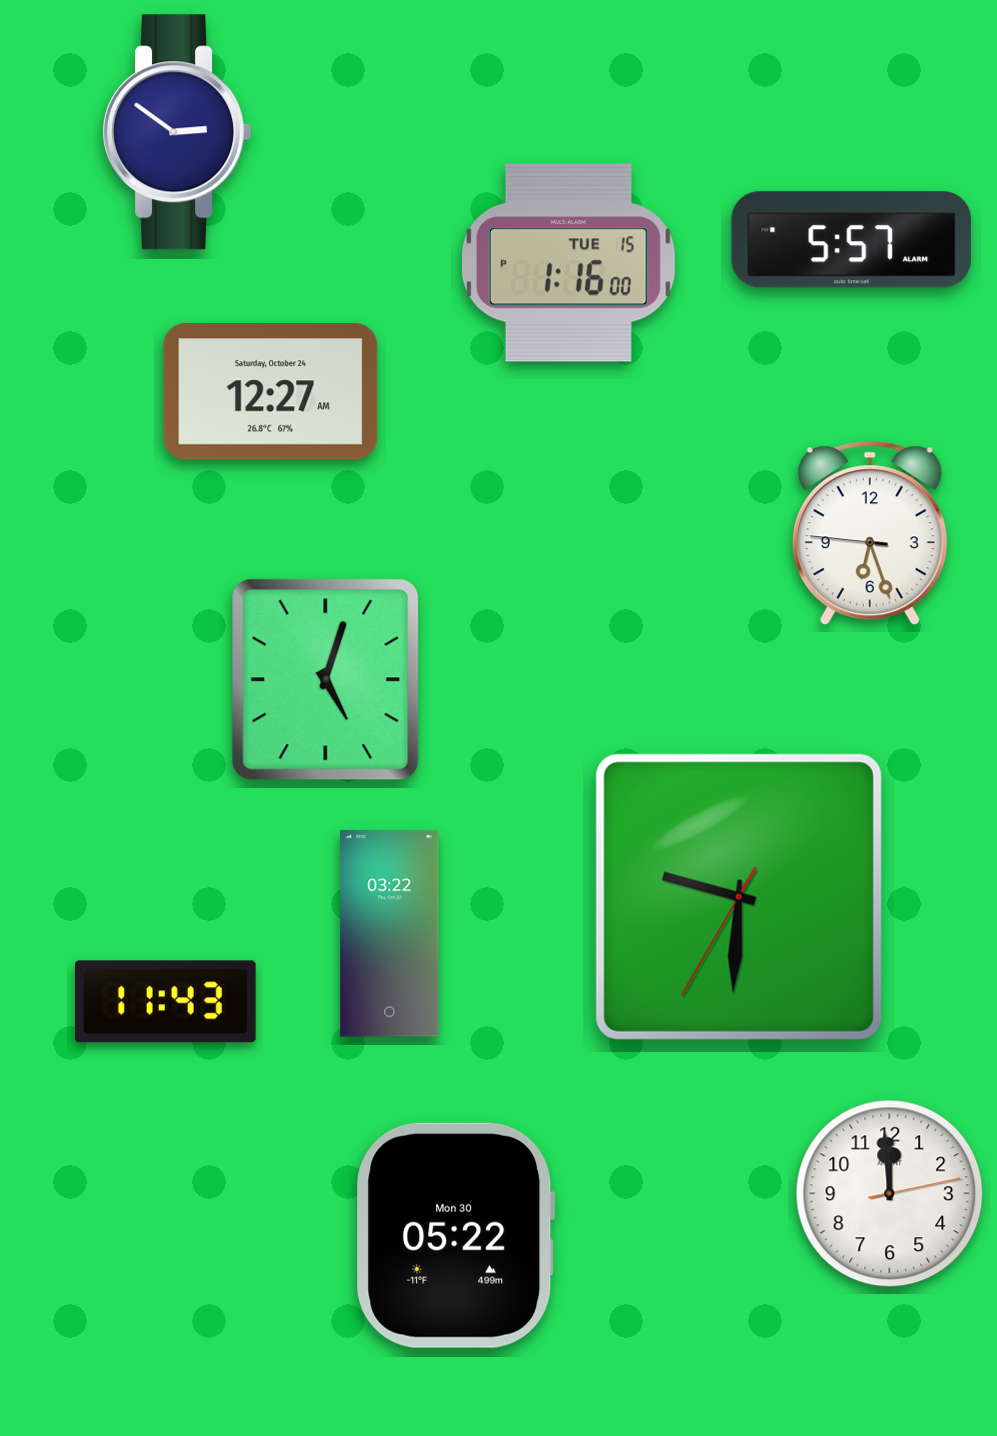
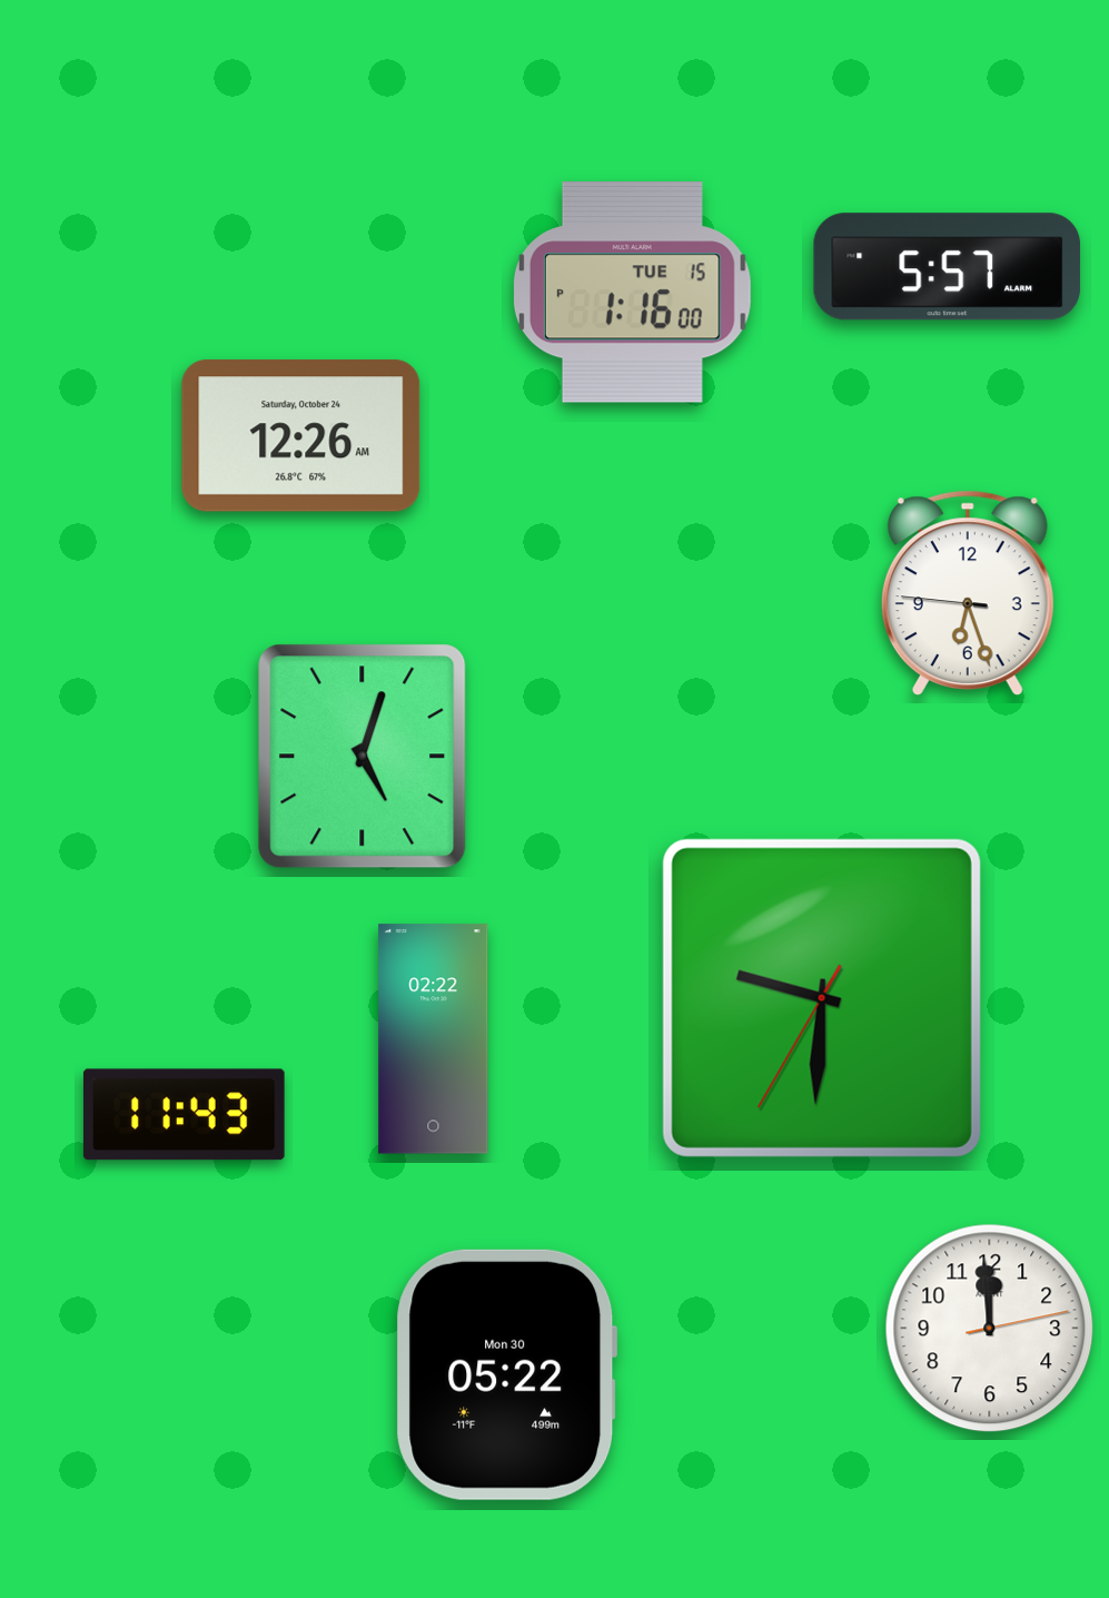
clock at (177, 132): 2:51 -> none
clock at (271, 392): 12:27 -> 12:26
clock at (390, 934): 03:22 -> 02:22
